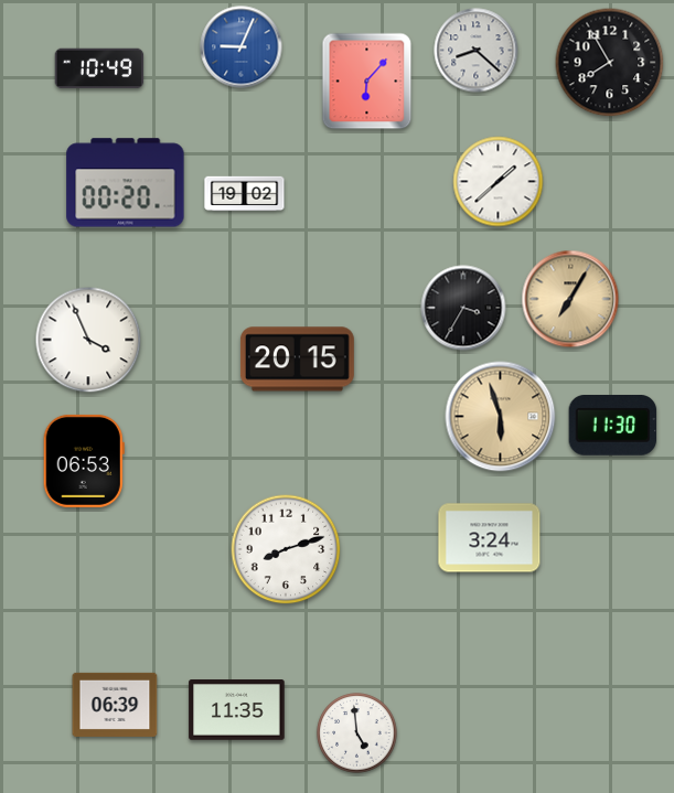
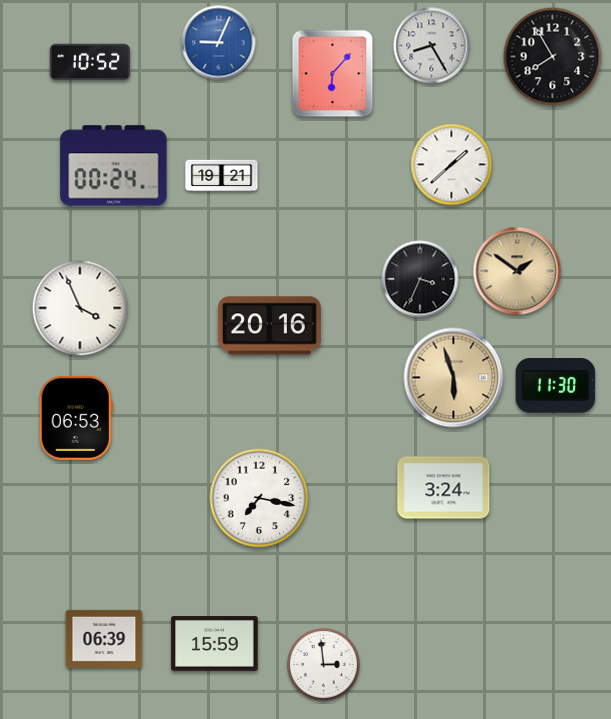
clock at (477, 51): 8:22 -> 8:25
clock at (99, 68): 10:49 -> 10:52
clock at (126, 183): 00:20 -> 00:24
clock at (245, 194): 19:02 -> 19:21
clock at (570, 299): 7:05 -> 1:51
clock at (463, 308): 3:35 -> 3:34
clock at (297, 360): 20:15 -> 20:16
clock at (286, 549): 8:12 -> 7:17
clock at (237, 710): 11:35 -> 15:59
clock at (357, 733): 4:59 -> 2:59
